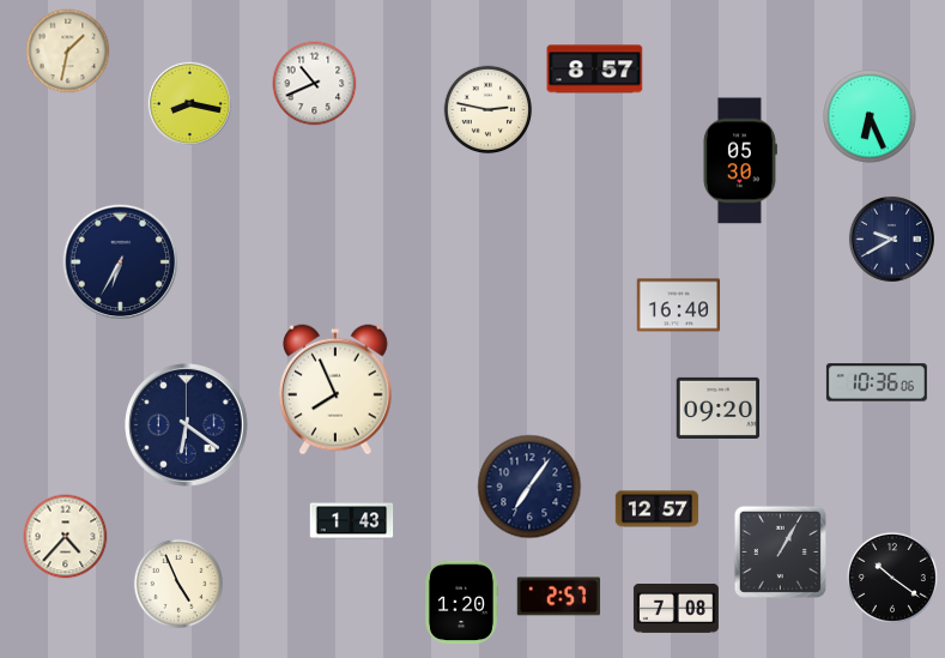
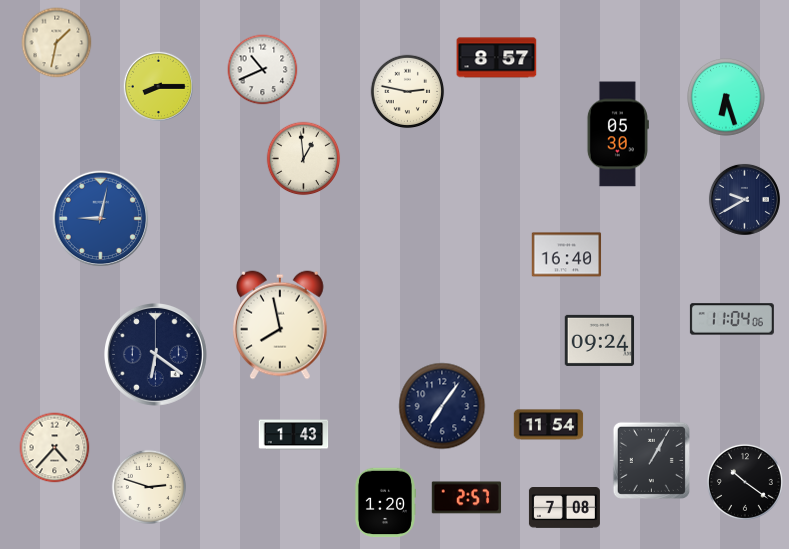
clock at (189, 103): 8:17 -> 8:15
clock at (871, 117): 6:26 -> 6:27
clock at (304, 159): none -> 12:59
clock at (121, 262): 6:35 -> 9:02
clock at (121, 262) dial: navy -> blue
clock at (877, 382): 10:36 -> 11:04
clock at (335, 390): 7:56 -> 7:58
clock at (719, 408): 09:20 -> 09:24
clock at (658, 509): 12:57 -> 11:54
clock at (177, 582): 4:56 -> 2:48
